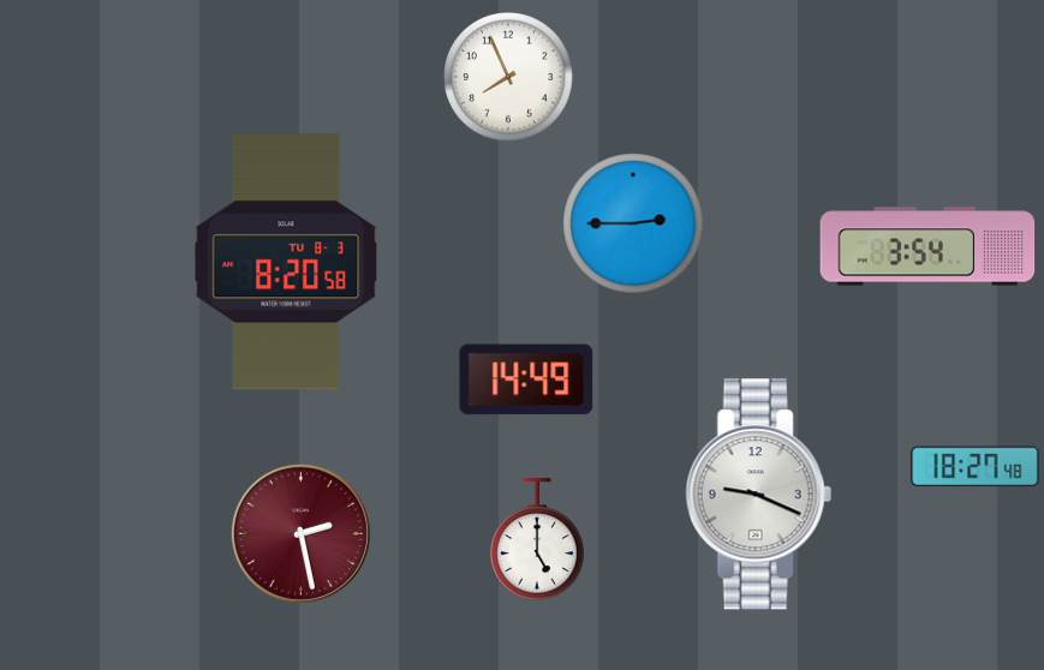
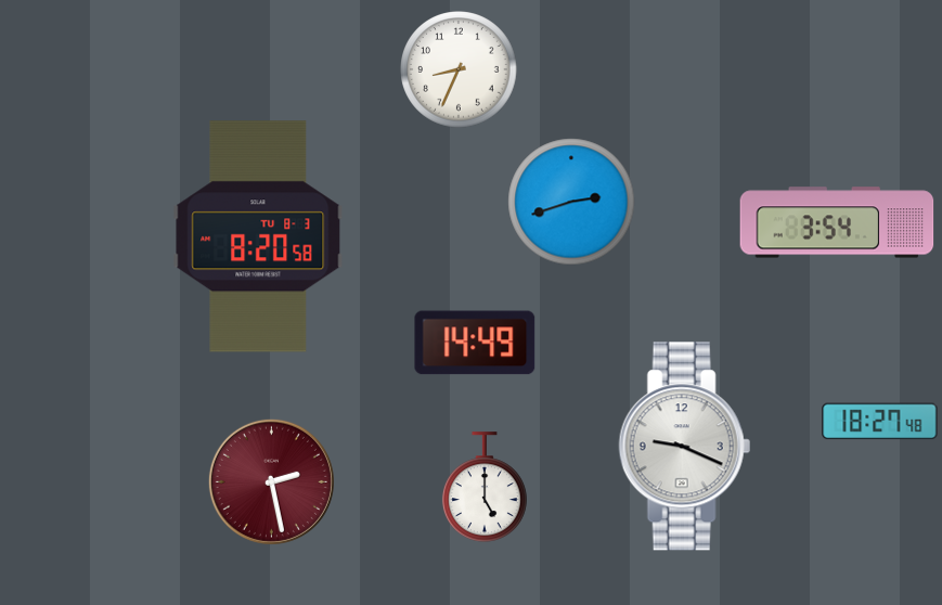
clock at (508, 77): 7:56 -> 8:34
clock at (633, 223): 2:45 -> 2:42
